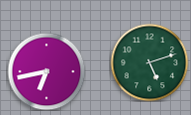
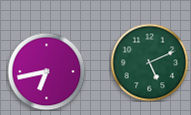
clock at (149, 62): 5:12 -> 5:11
